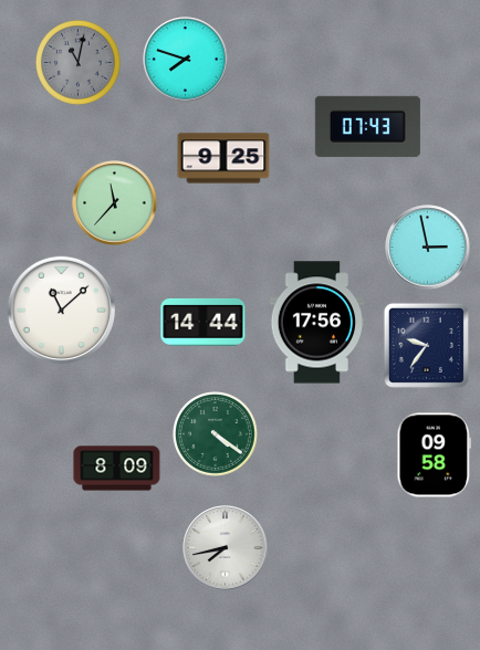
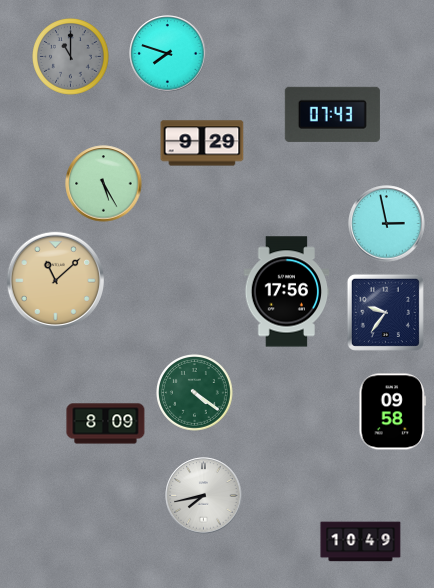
clock at (79, 63): 11:02 -> 11:00
clock at (223, 158): 9:25 -> 9:29
clock at (115, 203): 11:37 -> 5:25
clock at (61, 310) dial: white -> champagne
clock at (204, 322): 14:44 -> none
clock at (361, 542): none -> 10:49
